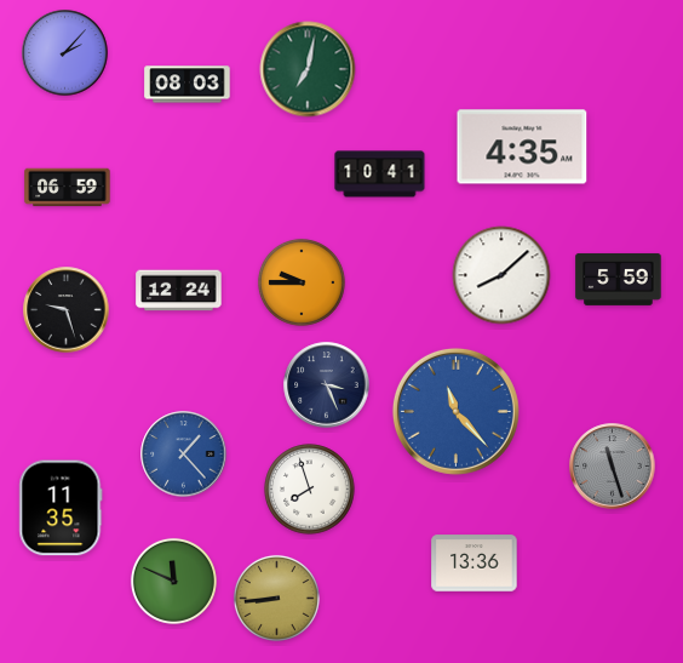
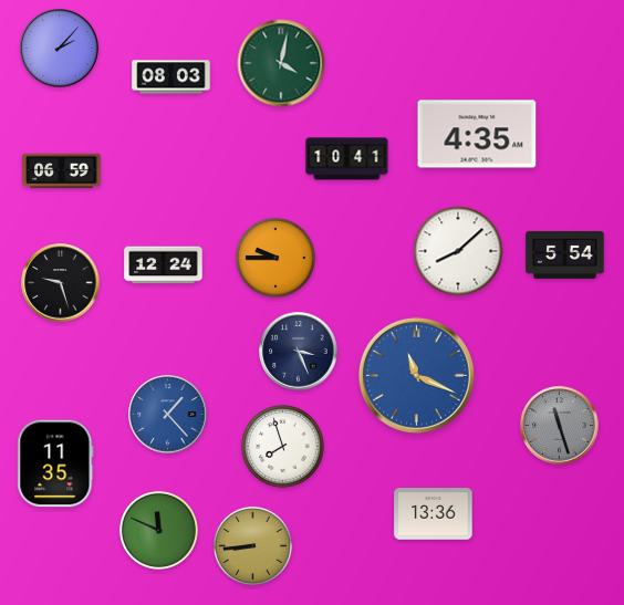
clock at (308, 69): 7:02 -> 4:02
clock at (619, 279): 5:59 -> 5:54
clock at (455, 411): 11:23 -> 11:19
